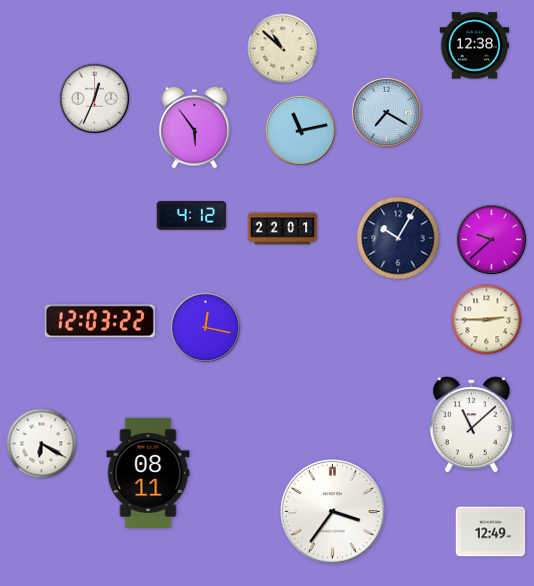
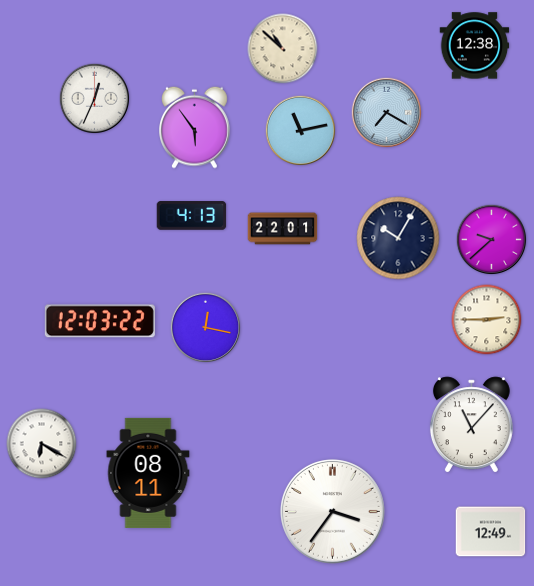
clock at (192, 216): 4:12 -> 4:13
clock at (471, 425): 11:08 -> 11:07
